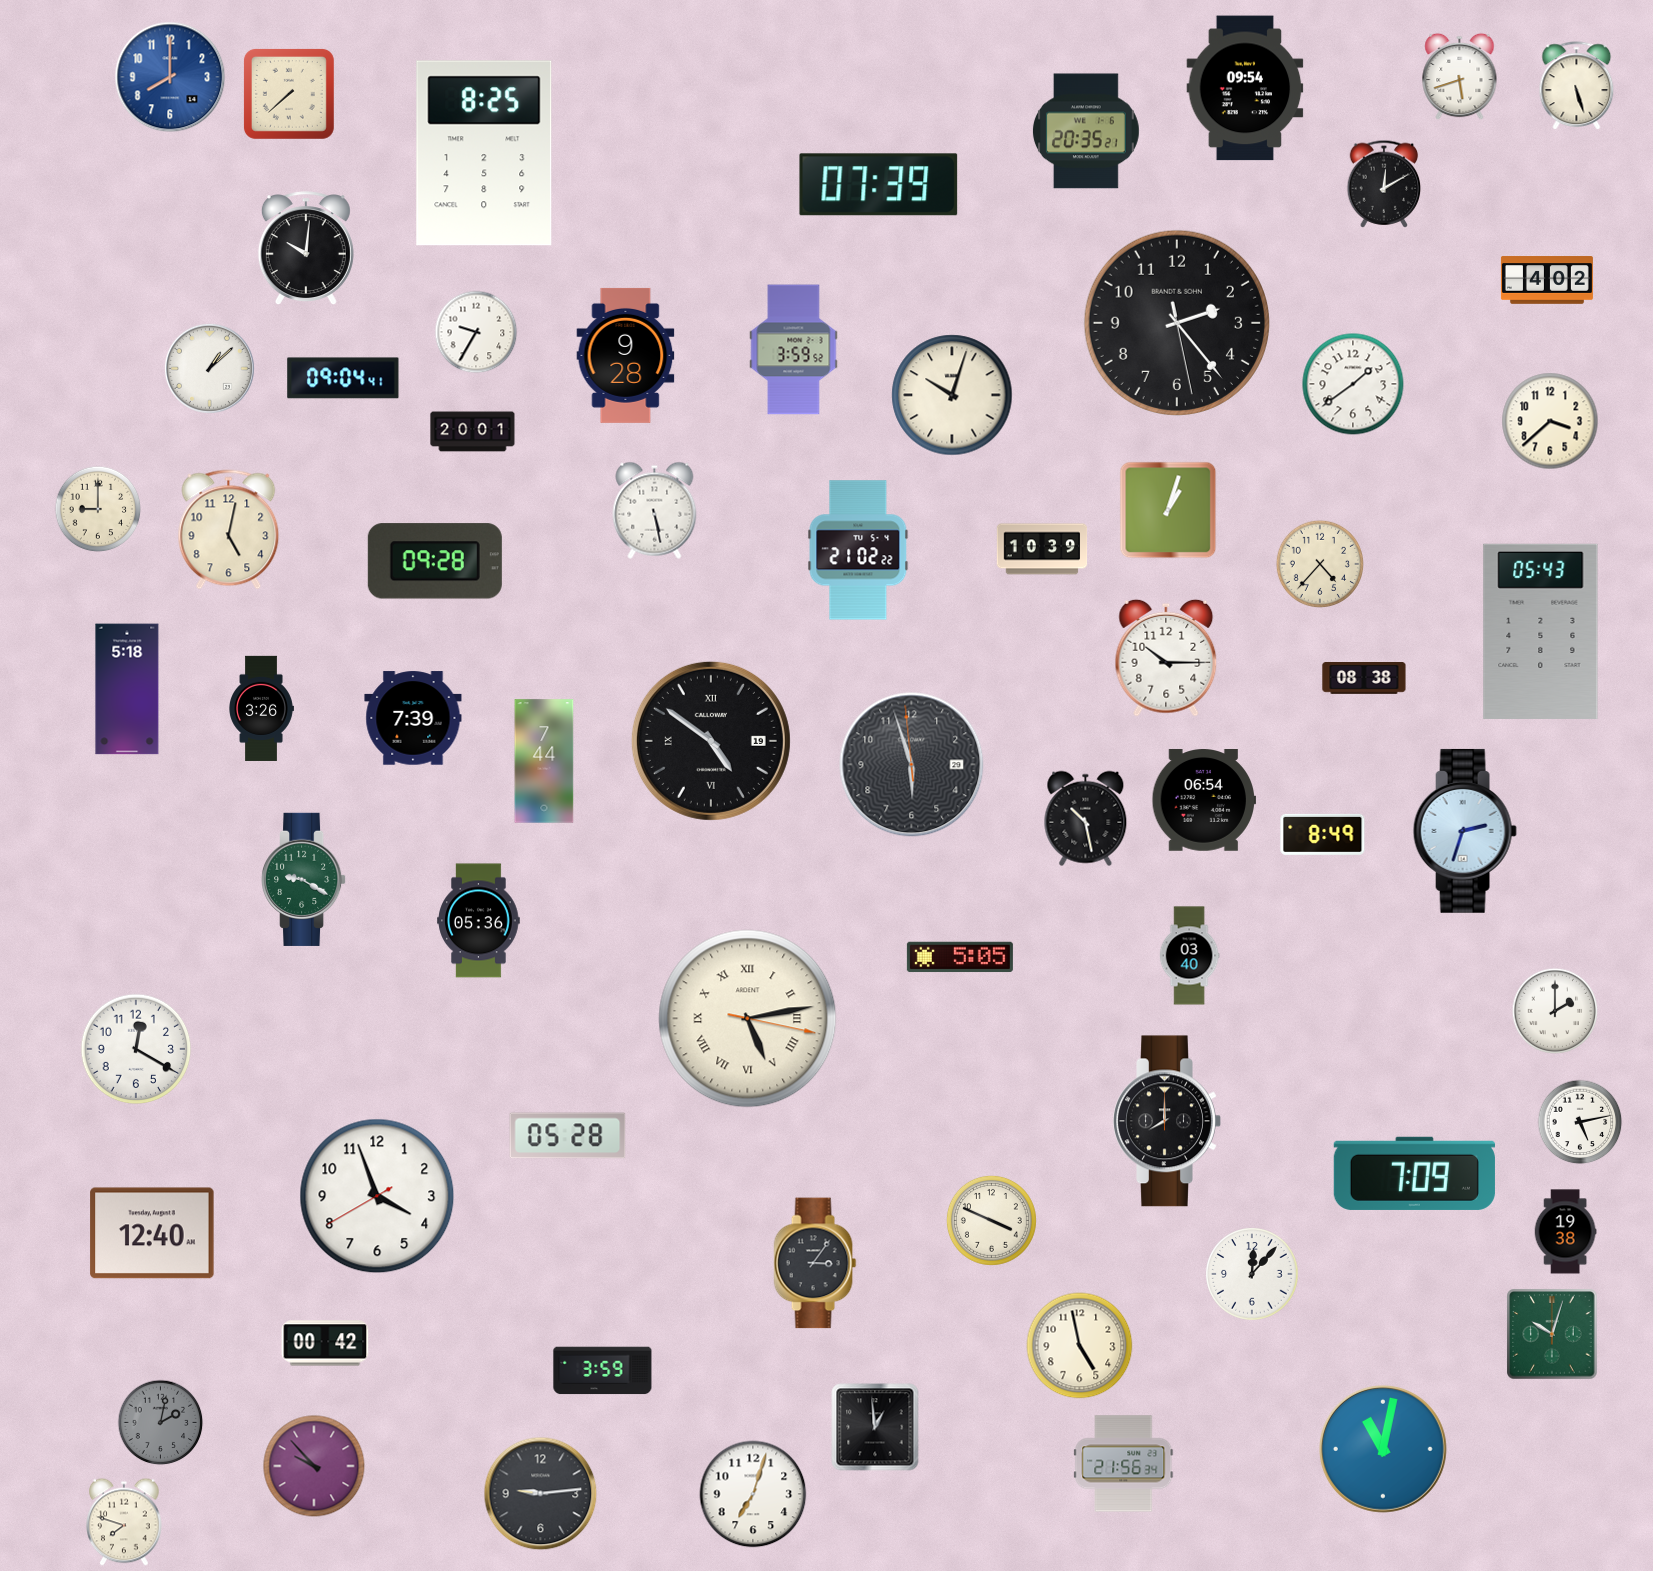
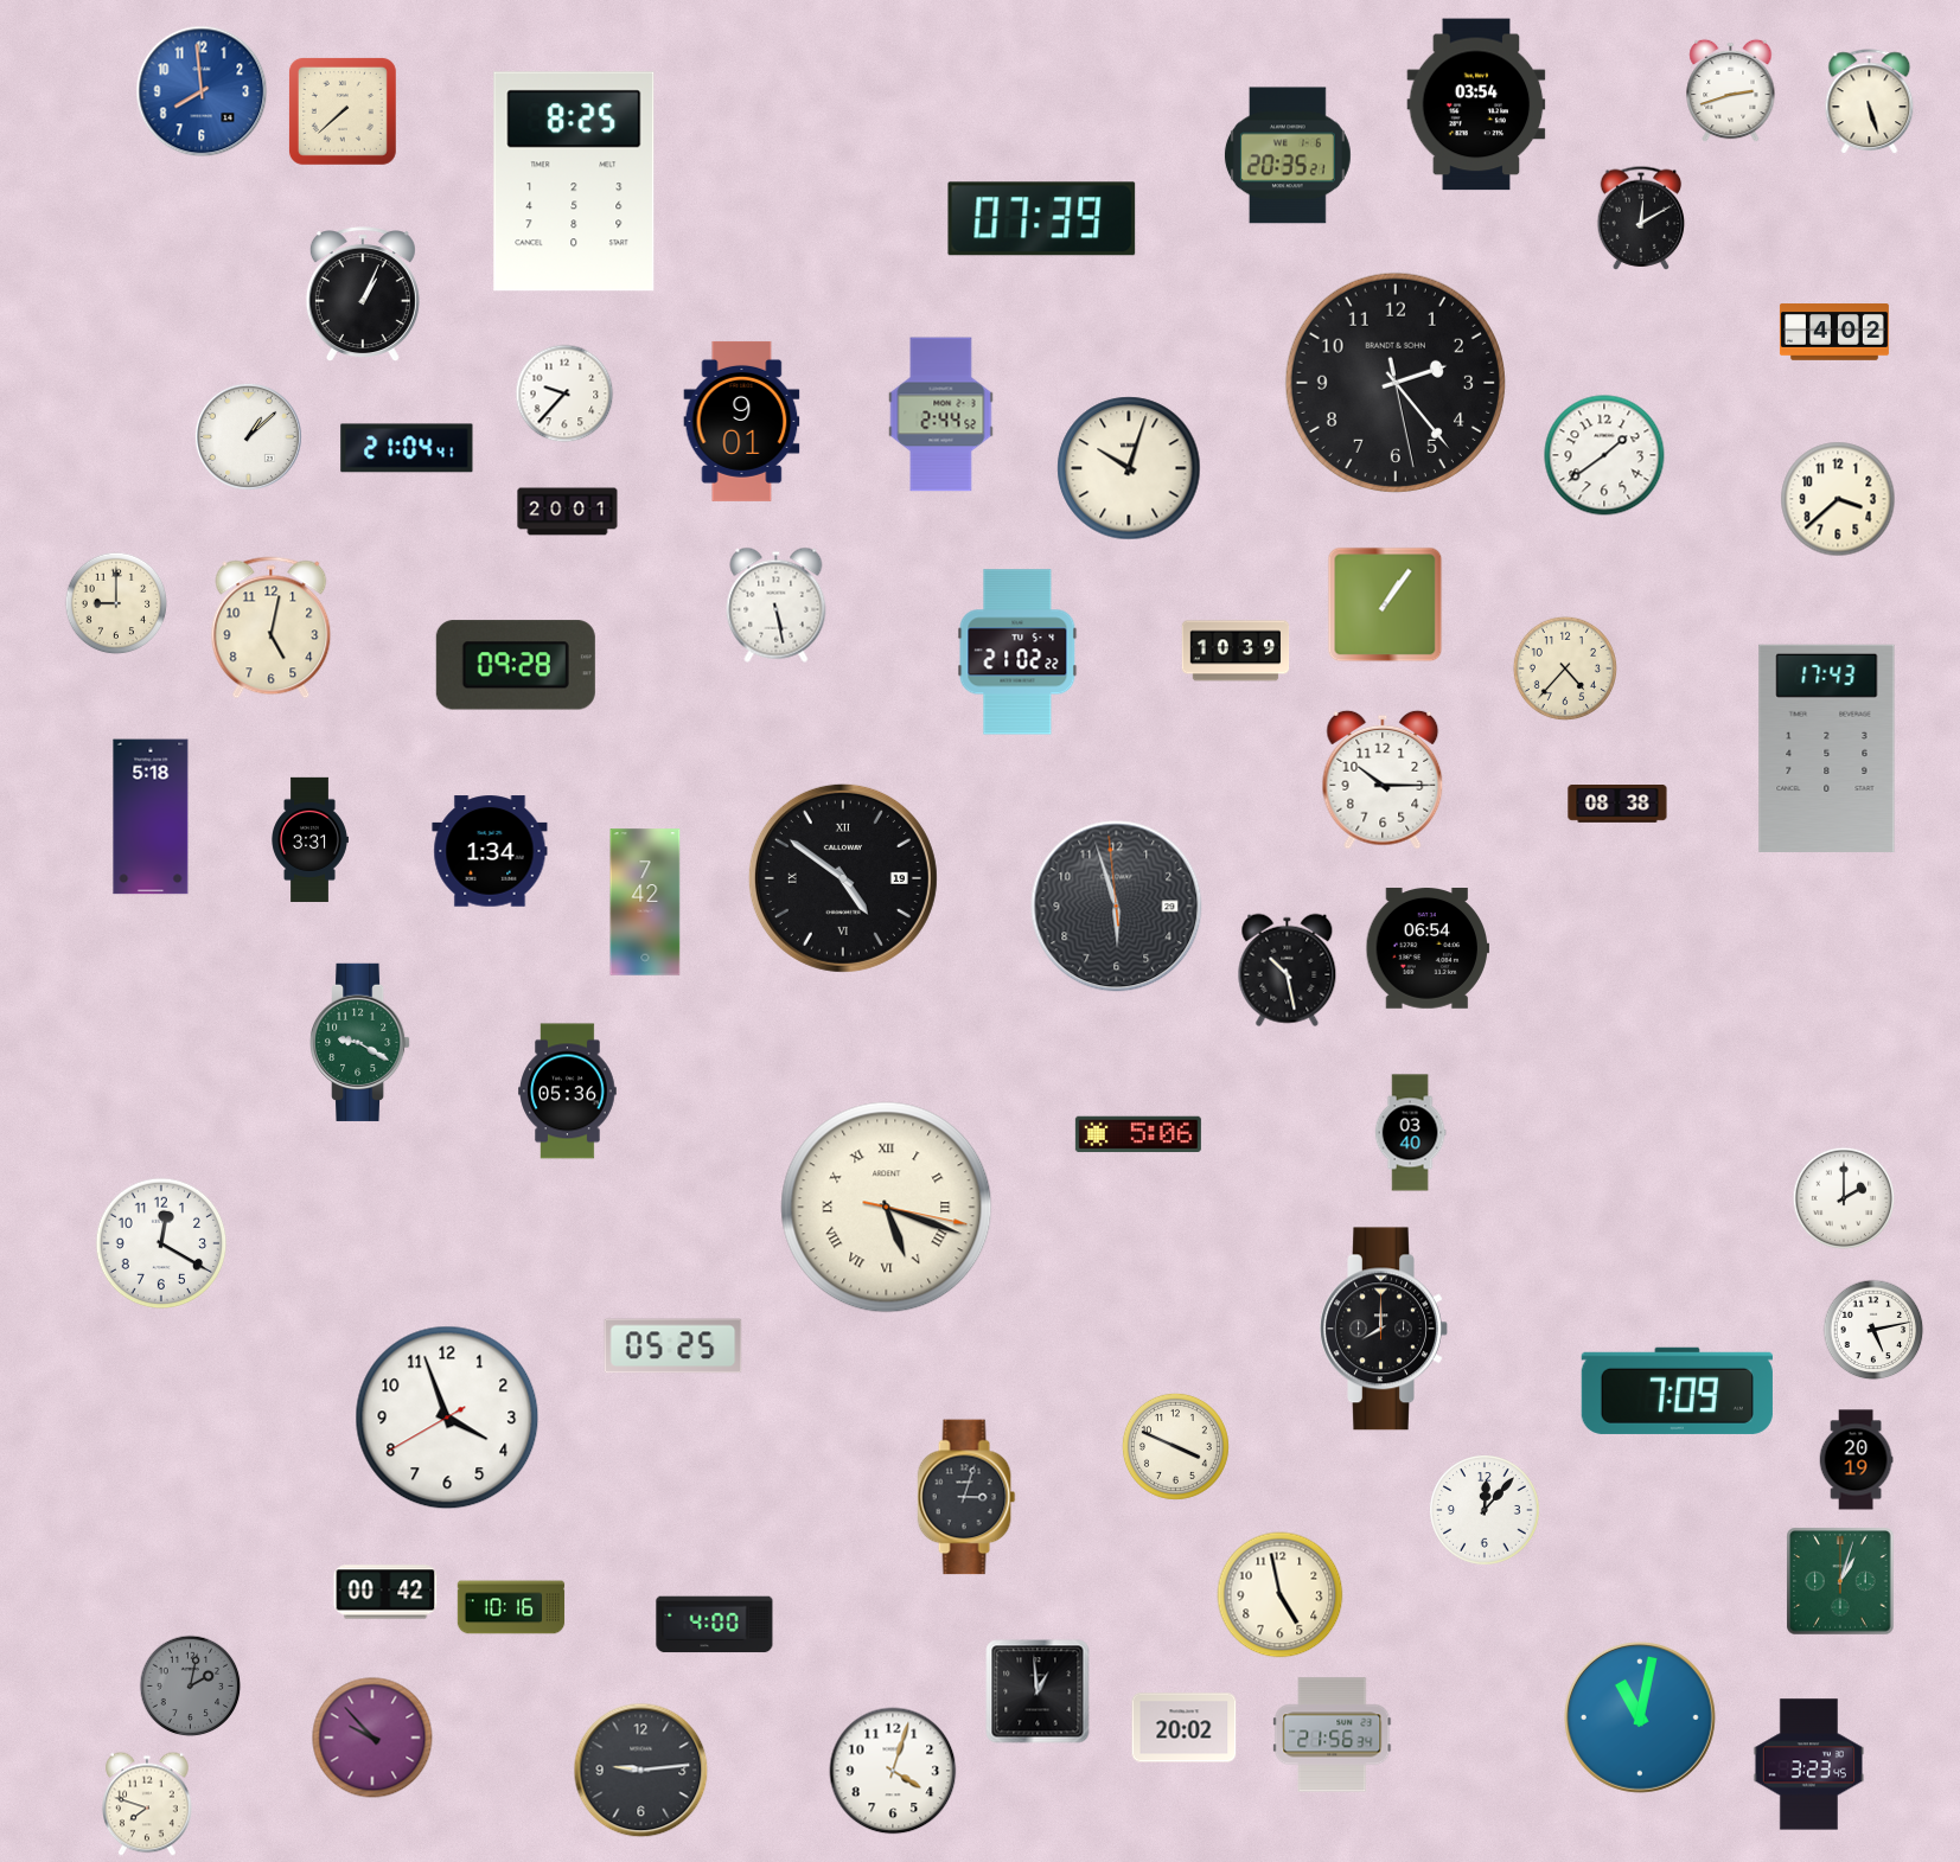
clock at (170, 77): 8:00 -> 7:59
clock at (1460, 77): 5:42 -> 2:42
clock at (1245, 88): 09:54 -> 03:54
clock at (306, 249): 10:01 -> 1:04
clock at (476, 332): 9:35 -> 9:37
clock at (794, 350): 3:59 -> 2:44
clock at (626, 355): 9:28 -> 9:01
clock at (343, 378): 09:04 -> 21:04
clock at (473, 432) position: (473, 432) -> (568, 512)
clock at (1168, 510): 1:03 -> 1:06
clock at (1541, 631): 05:43 -> 17:43
clock at (261, 708): 3:26 -> 3:31
clock at (413, 718): 7:39 -> 1:34
clock at (544, 761): 7:44 -> 7:42
clock at (912, 765) position: (912, 765) -> (1117, 907)
clock at (1465, 831): 2:33 -> none
clock at (1323, 834): 8:49 -> none
clock at (960, 957): 5:05 -> 5:06
clock at (748, 1019): 5:13 -> 5:18
clock at (568, 1136): 05:28 -> 05:25
clock at (1565, 1232): 19:38 -> 20:19
clock at (152, 1233): 12:40 -> none
clock at (815, 1263): 3:06 -> 3:03
clock at (1552, 1334): 10:03 -> 1:03
clock at (511, 1607): none -> 10:16
clock at (603, 1371): 3:59 -> 4:00
clock at (1185, 1728): none -> 20:02
clock at (1808, 1765): none -> 3:23
clock at (753, 1494): 7:03 -> 4:03
